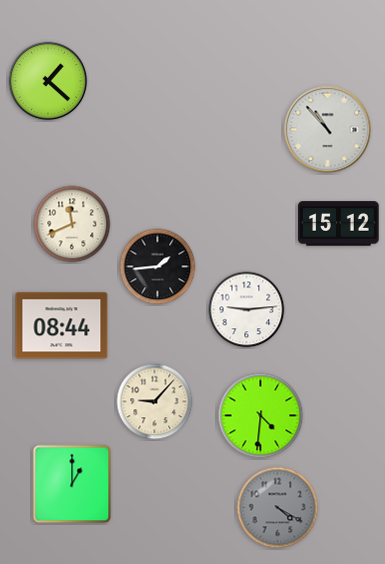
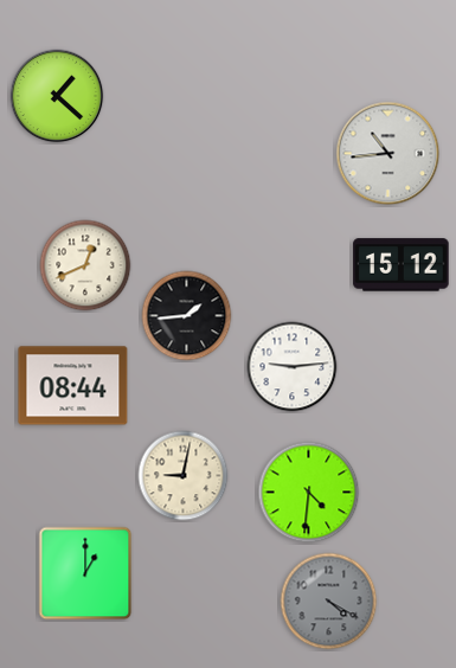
clock at (328, 130): 10:53 -> 10:44
clock at (72, 224): 11:41 -> 12:41
clock at (155, 402): 9:07 -> 9:02
